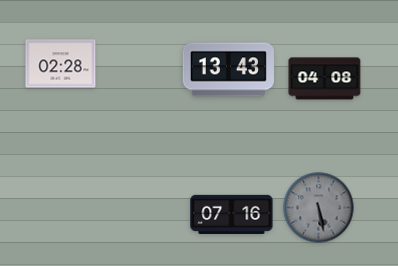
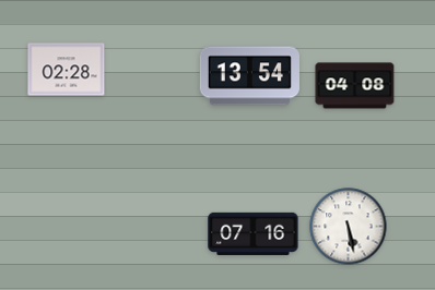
clock at (228, 70): 13:43 -> 13:54
clock at (319, 208) dial: grey -> white
